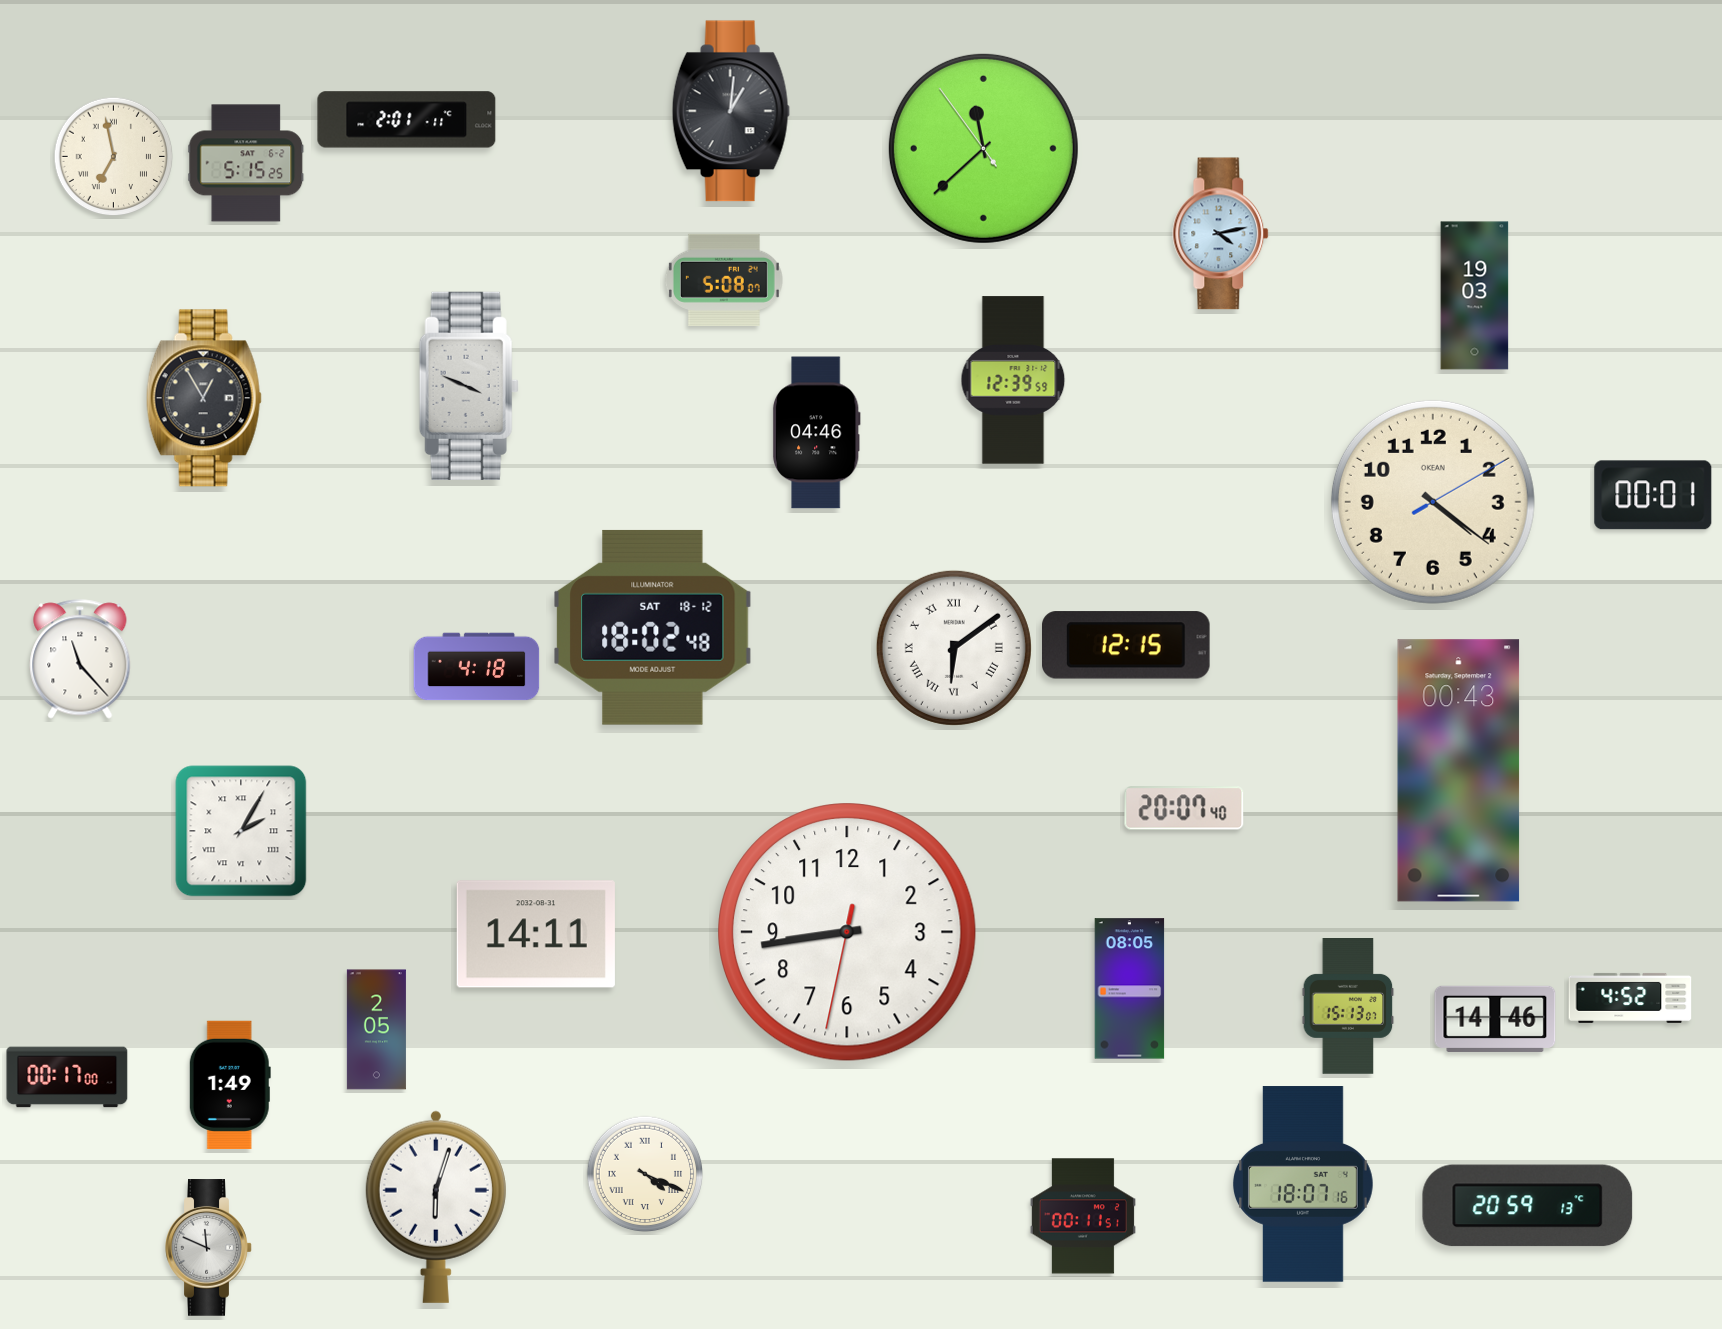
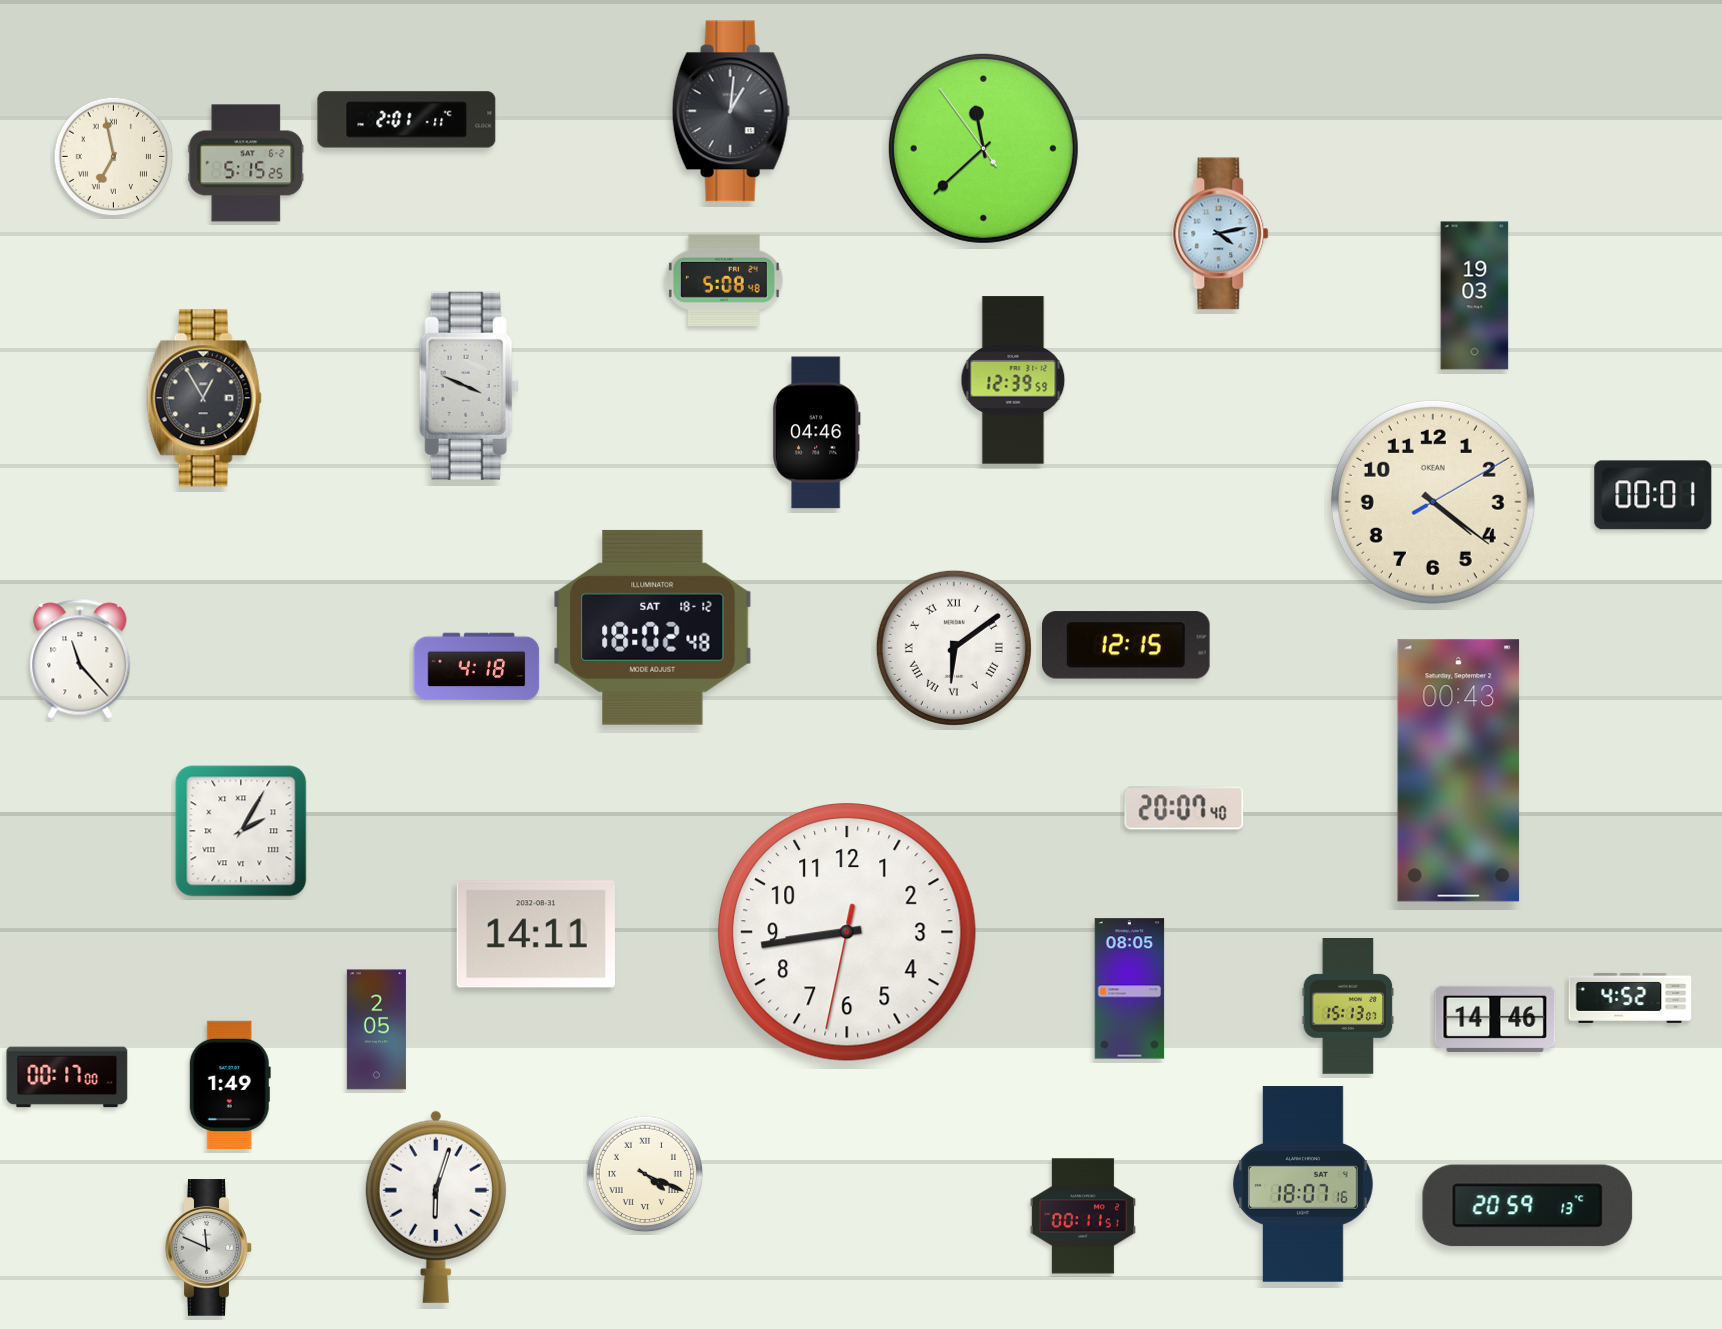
clock at (724, 280): 5:08:07 -> 5:08:48
